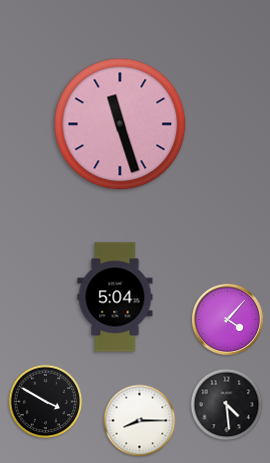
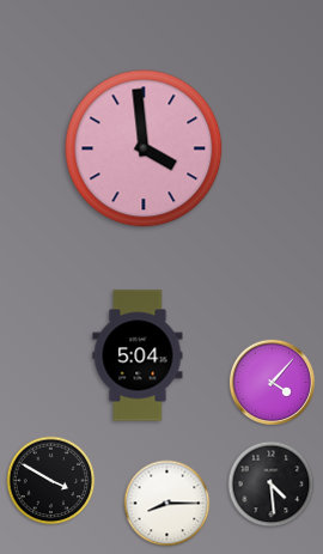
clock at (120, 124): 11:27 -> 3:59
clock at (46, 402) position: (46, 402) -> (51, 481)
